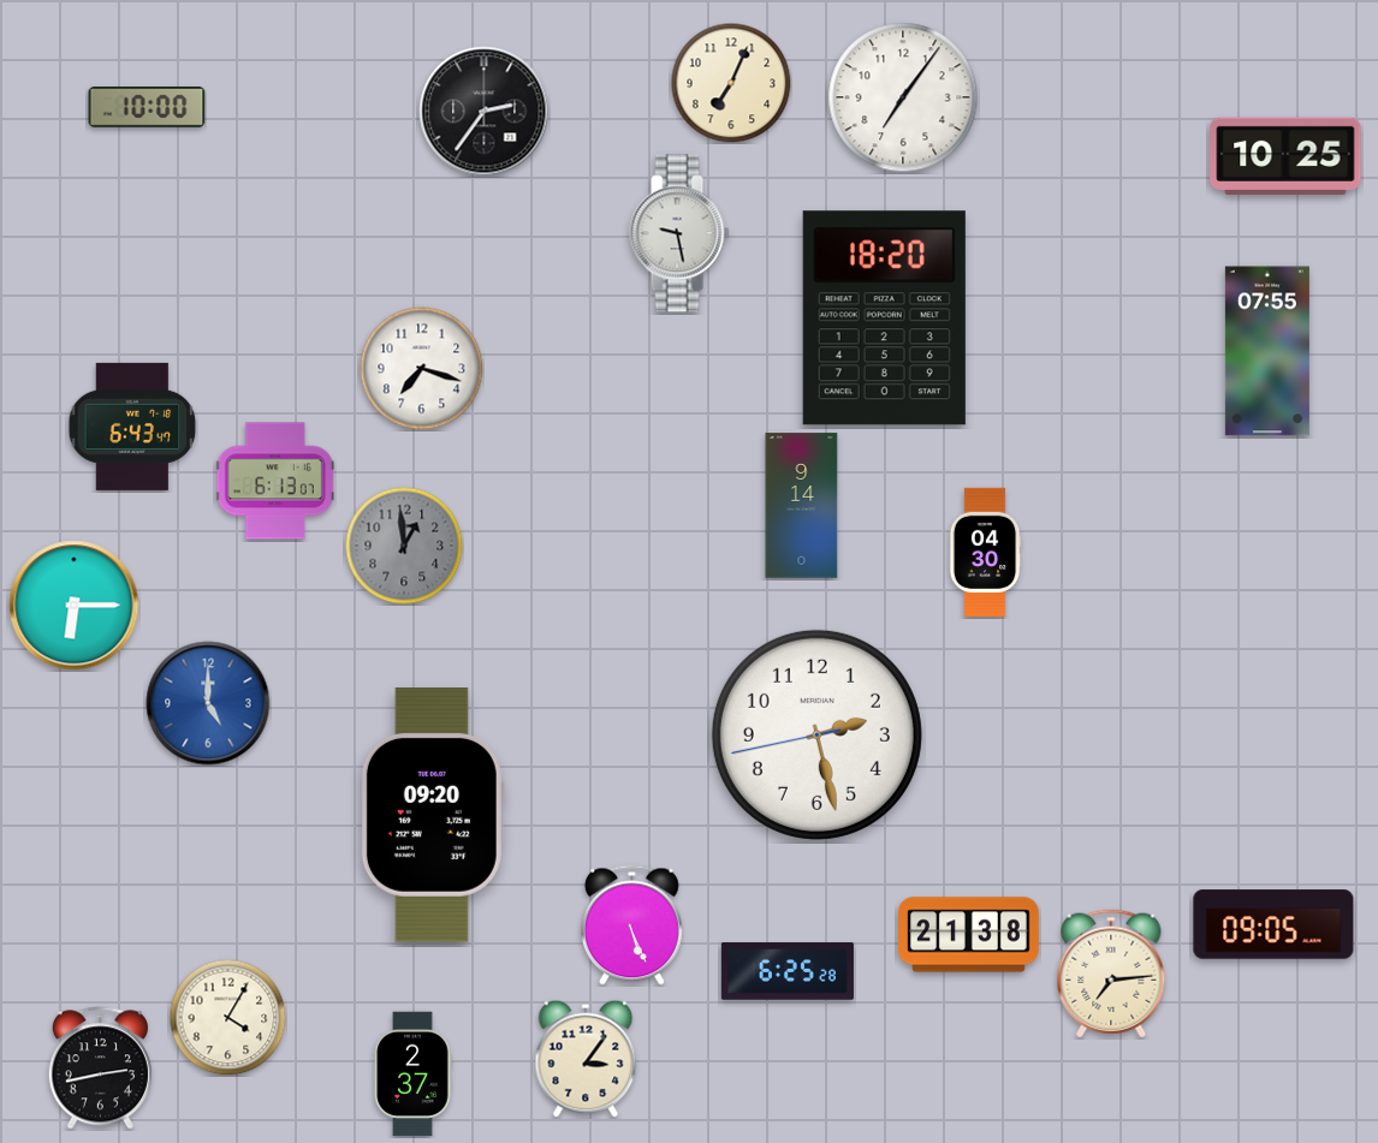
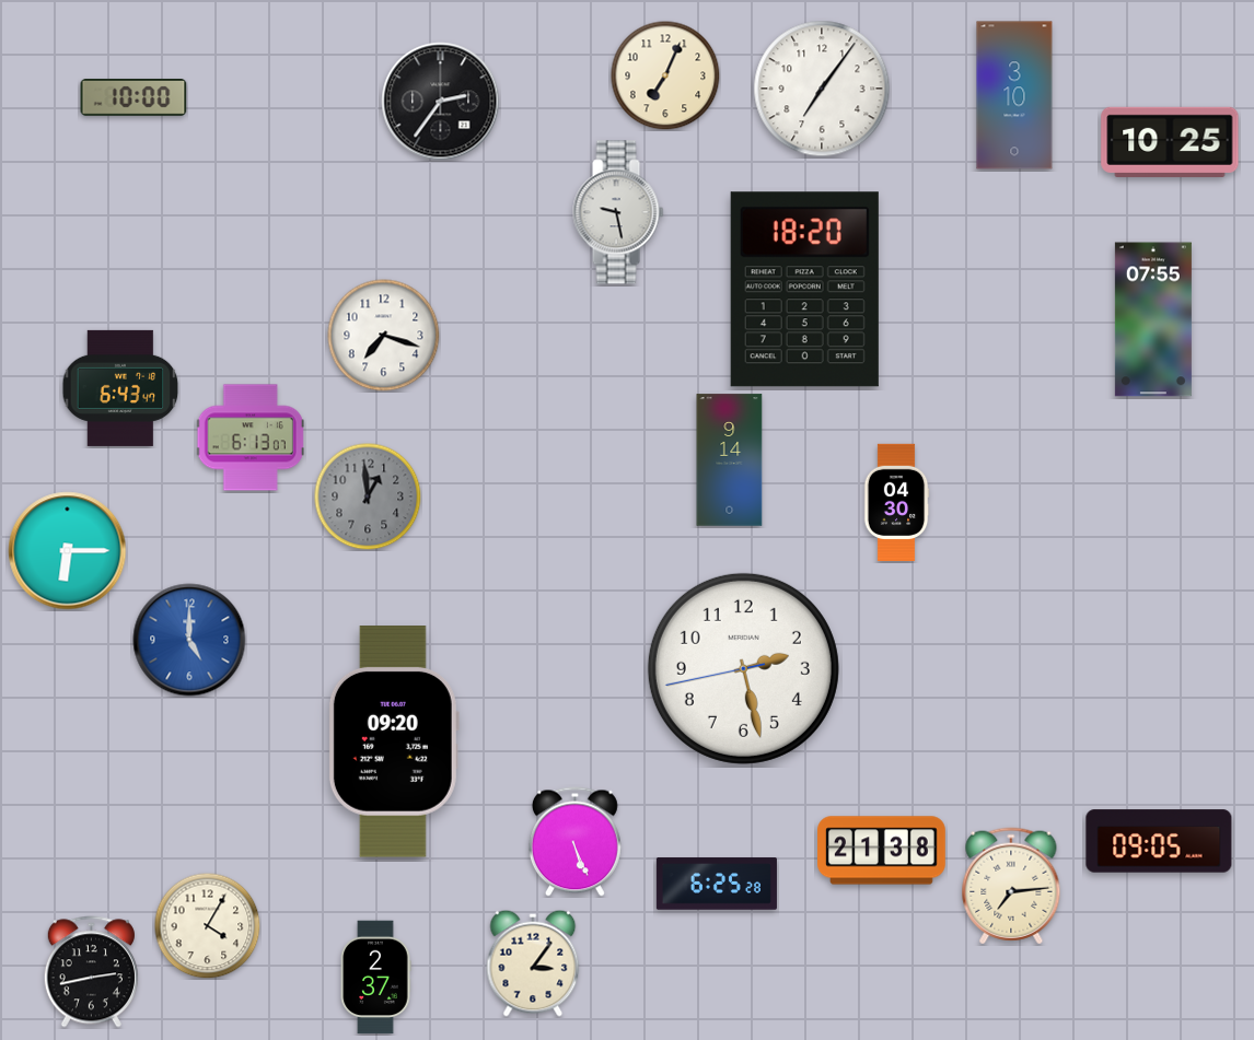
clock at (1014, 95): none -> 3:10
